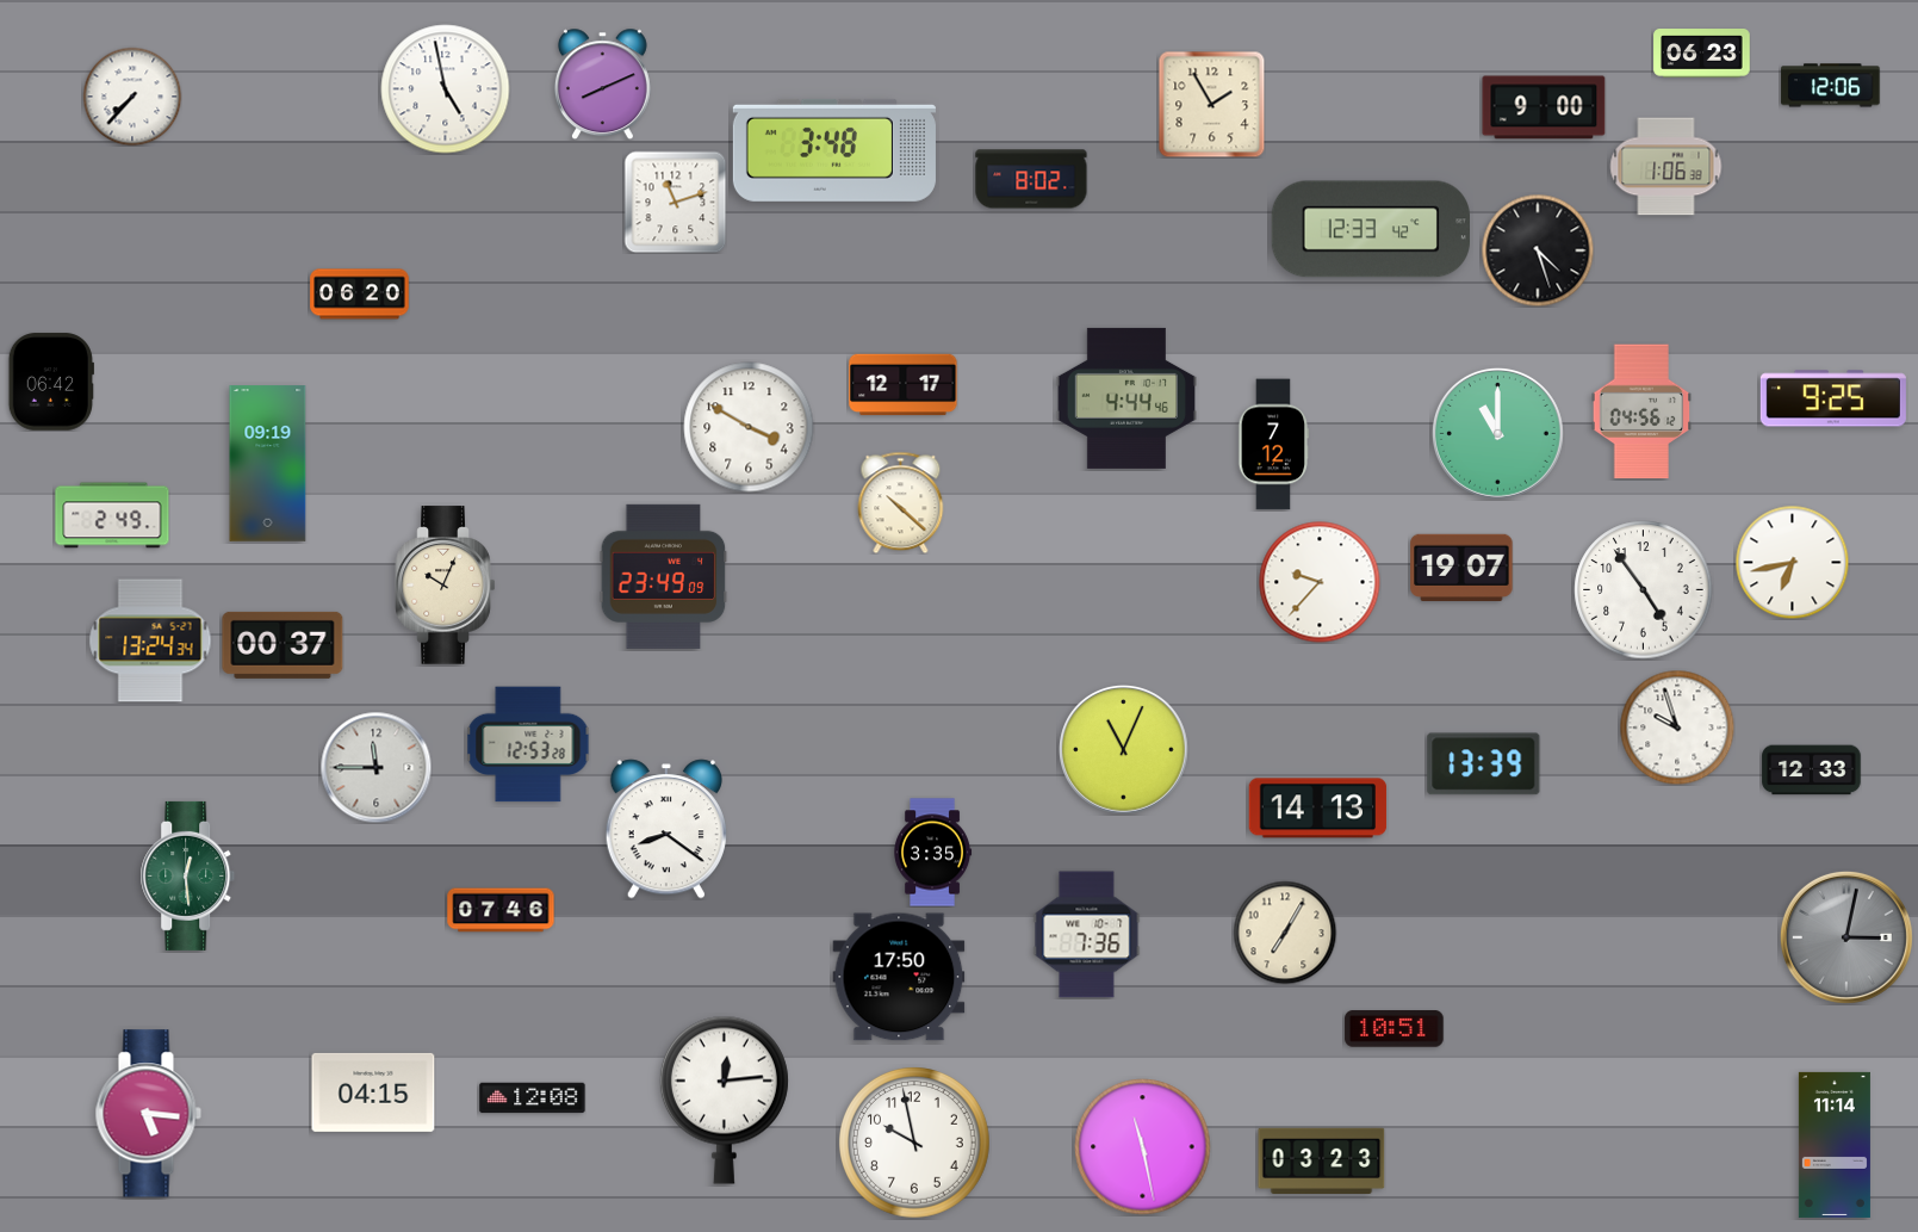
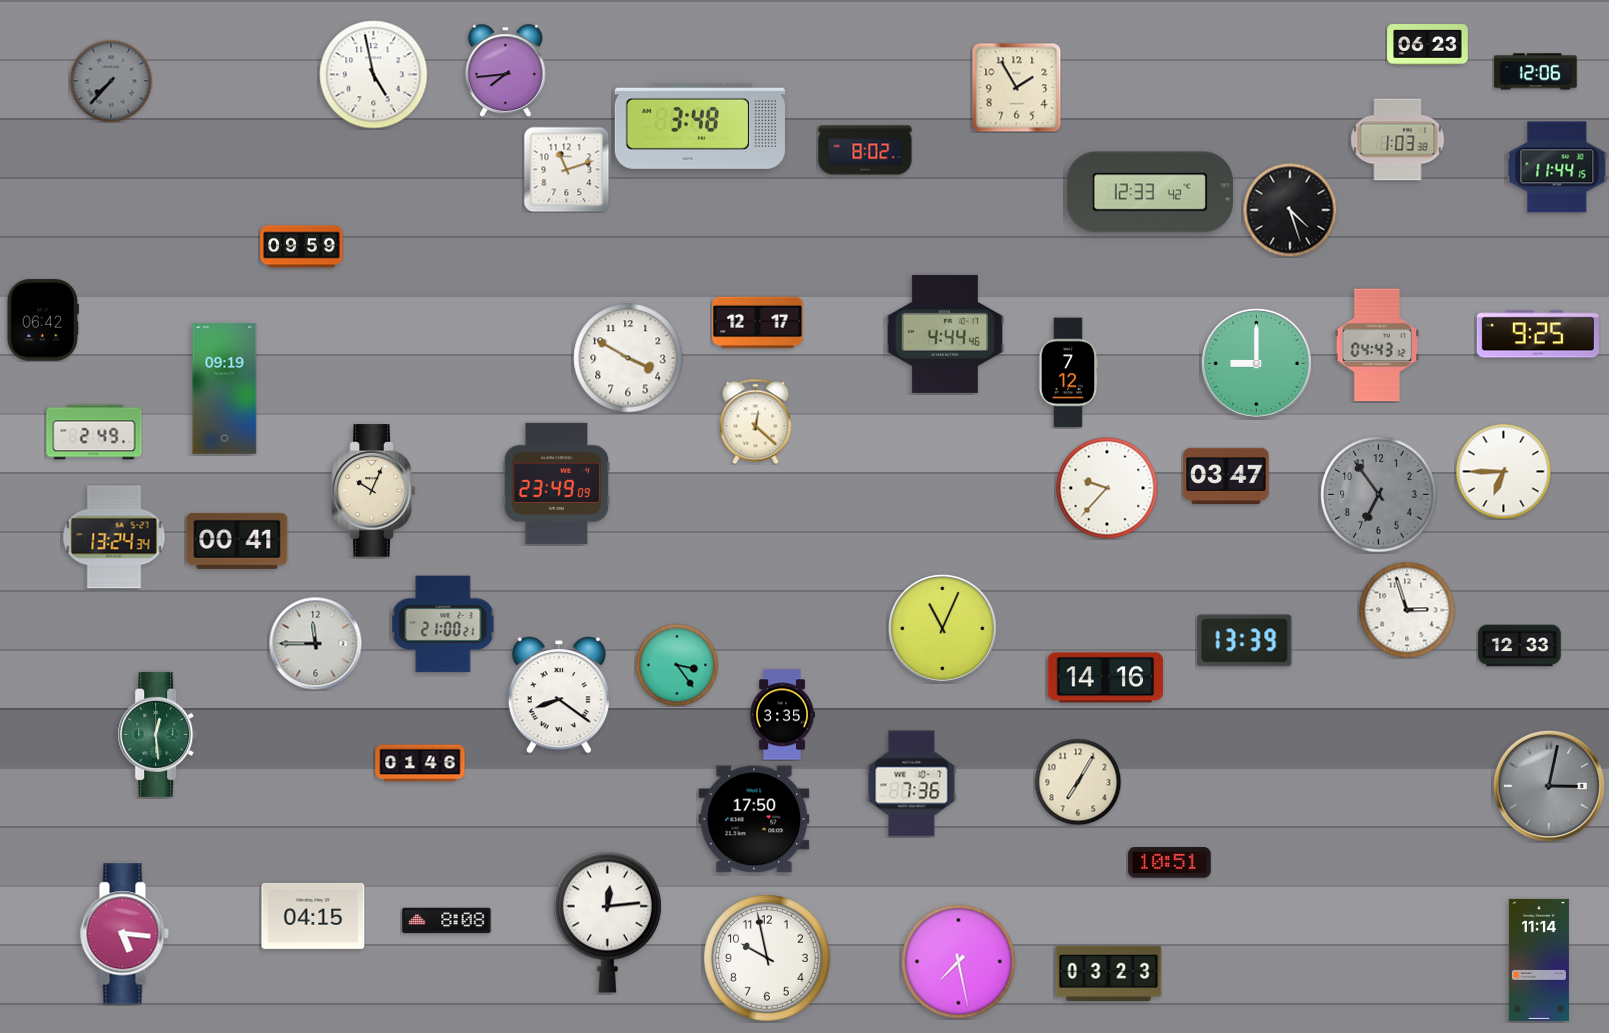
clock at (602, 83): 8:11 -> 7:44
clock at (132, 97) dial: white -> grey
clock at (1544, 107): 9:00 -> none
clock at (1666, 167): 1:06 -> 1:03
clock at (1557, 167): none -> 11:44
clock at (360, 295): 06:20 -> 09:59
clock at (1641, 411): 04:56 -> 04:43
clock at (1497, 433): 11:00 -> 9:00
clock at (901, 502): 10:22 -> 12:22
clock at (1792, 562): 6:43 -> 6:45
clock at (1461, 567): 19:07 -> 03:47
clock at (1644, 590): 4:54 -> 6:54
clock at (1644, 590) dial: white -> grey
clock at (150, 640) position: (150, 640) -> (114, 537)
clock at (283, 645): 00:37 -> 00:41
clock at (1677, 728): 9:57 -> 2:57
clock at (528, 744): 12:53 -> 21:00
clock at (677, 665): none -> 3:24
clock at (1318, 809): 14:13 -> 14:16
clock at (501, 910): 07:46 -> 01:46
clock at (533, 1098): 12:08 -> 8:08
clock at (1143, 1147): 11:28 -> 7:28
